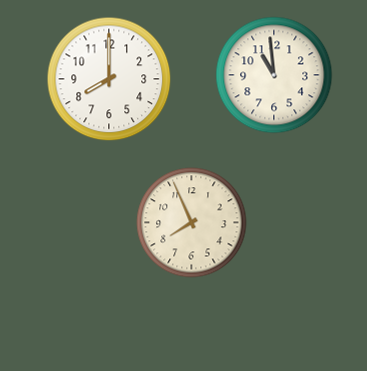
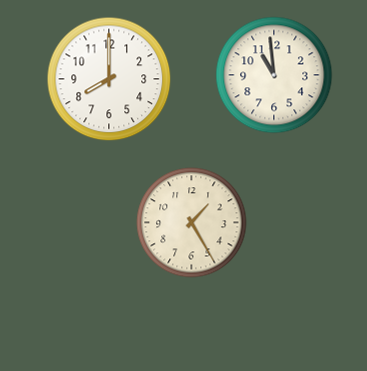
clock at (192, 223): 7:56 -> 1:25
